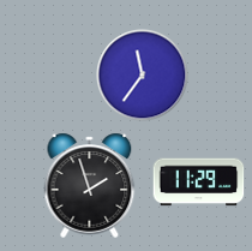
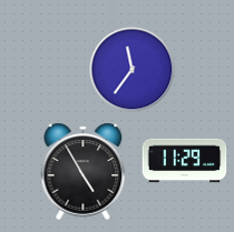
clock at (199, 183) position: (199, 183) -> (185, 161)
clock at (90, 185): 1:57 -> 4:55
